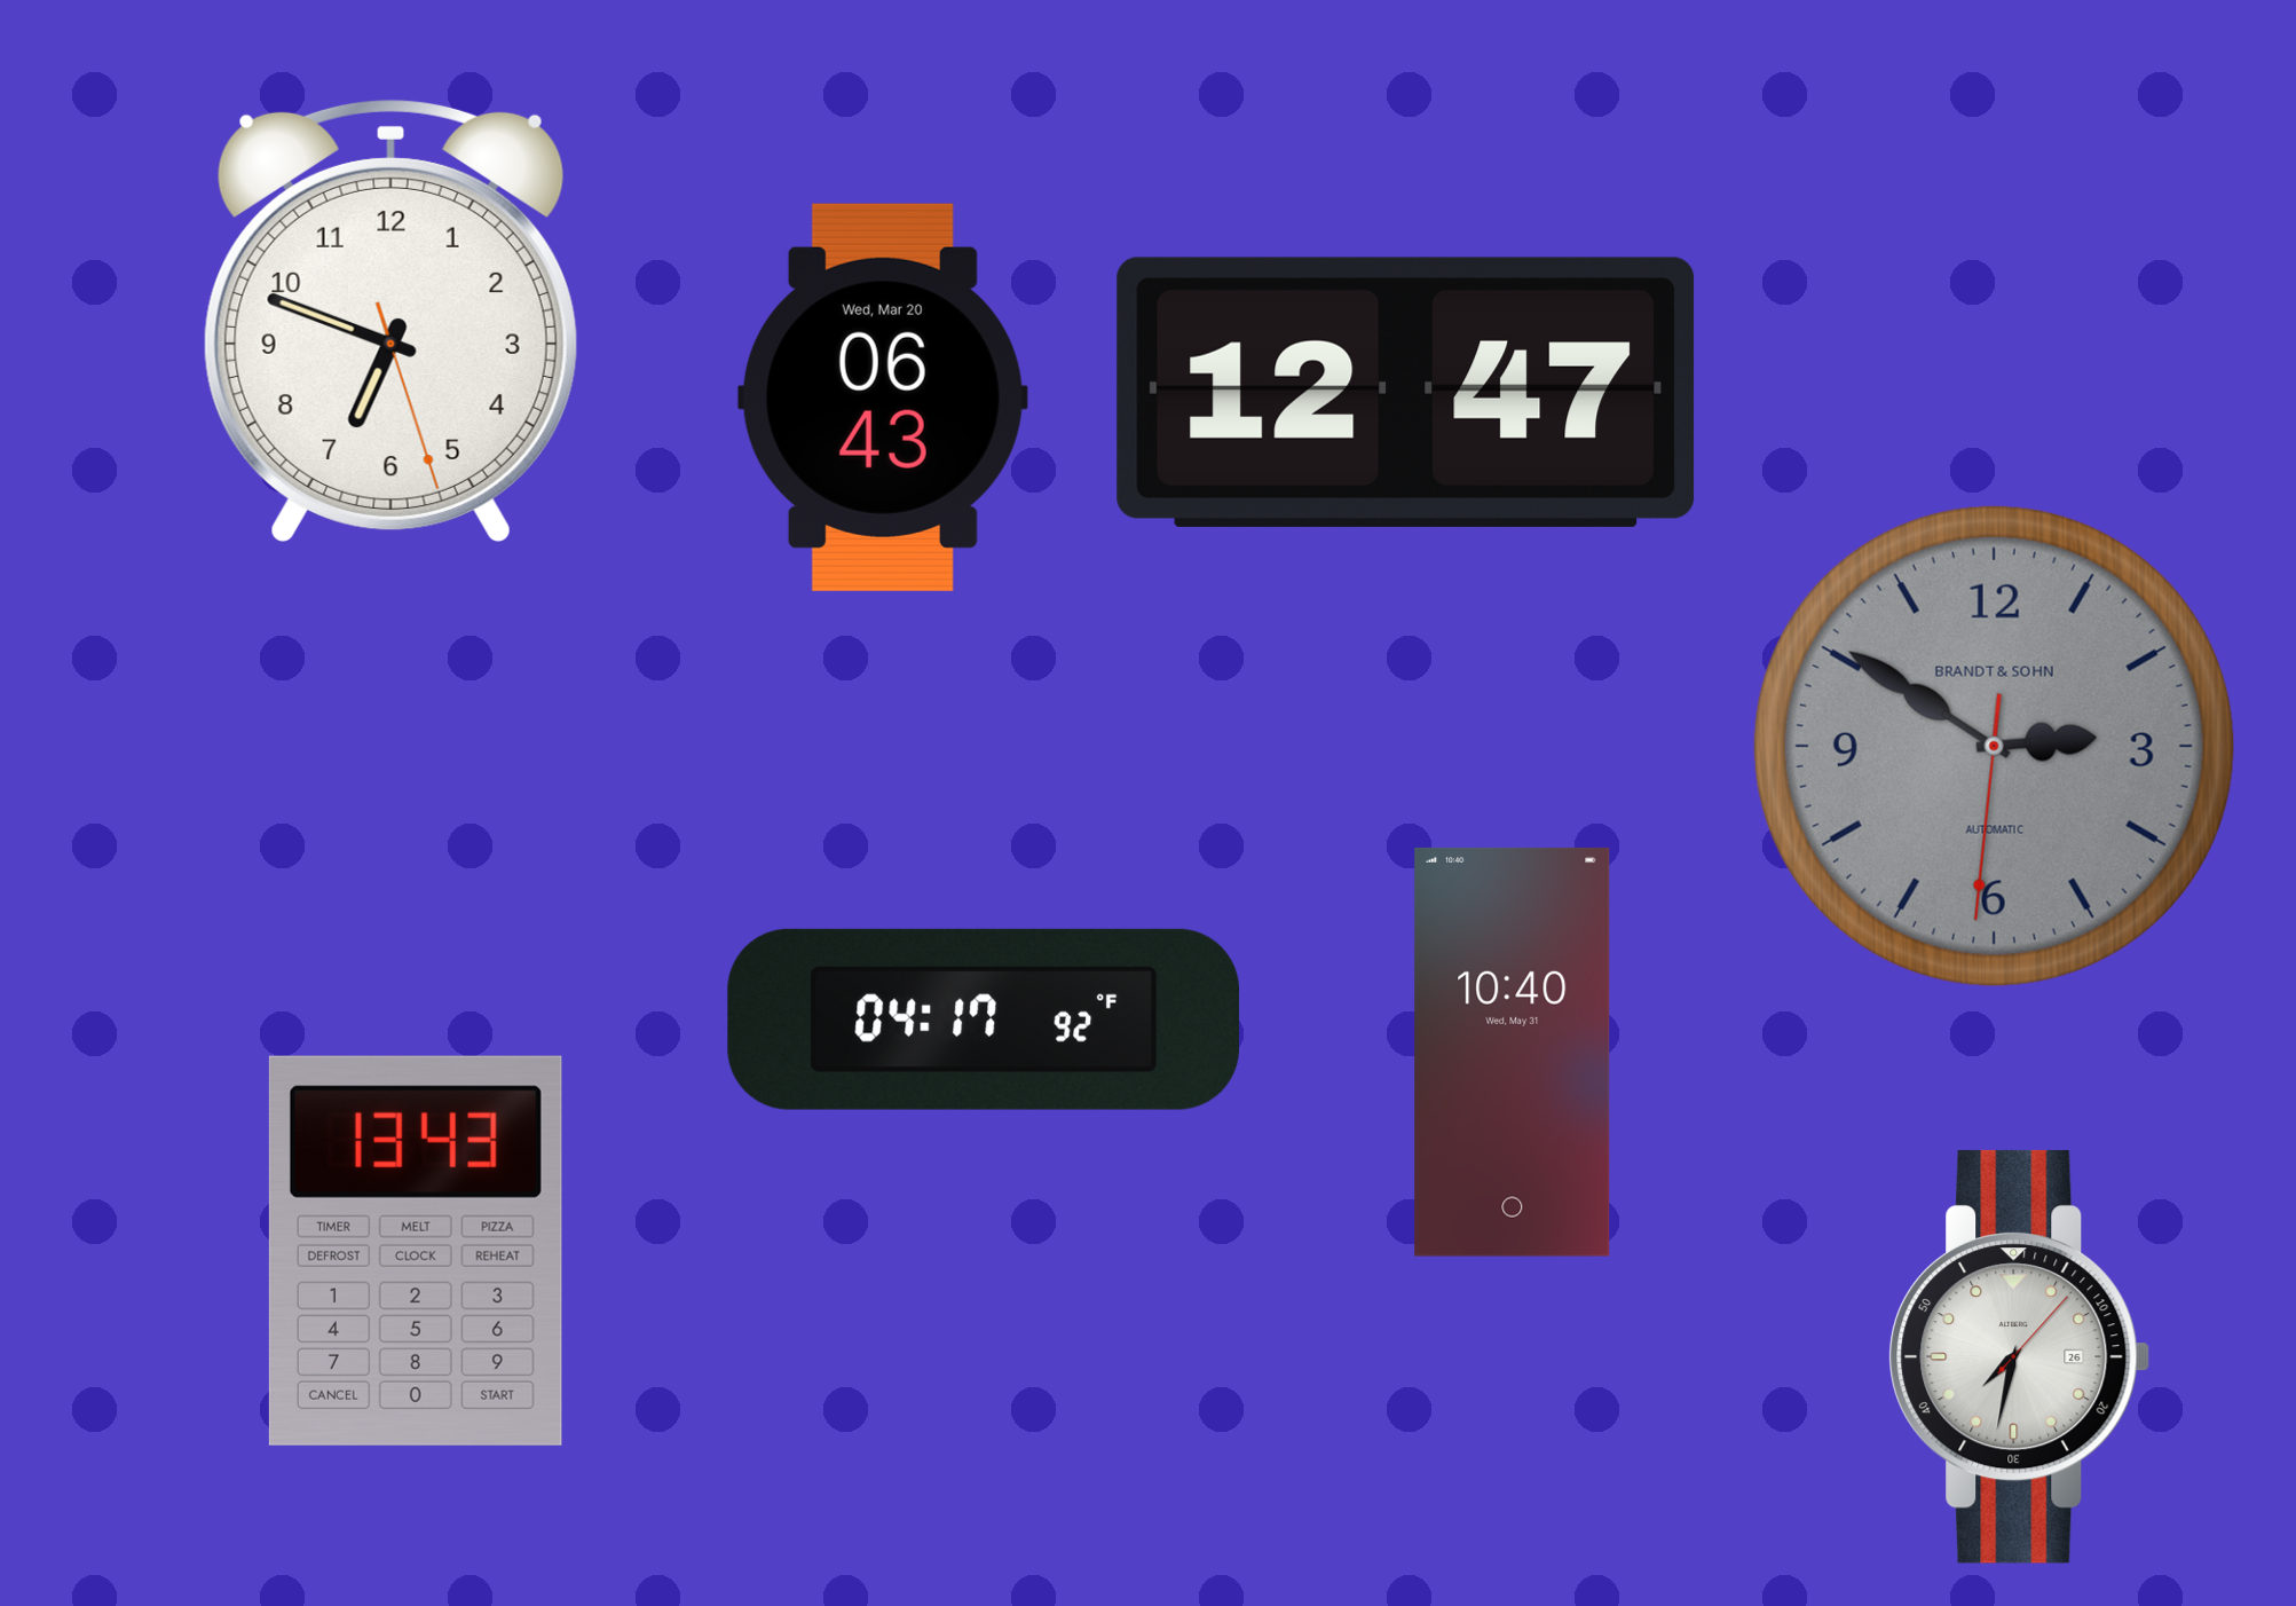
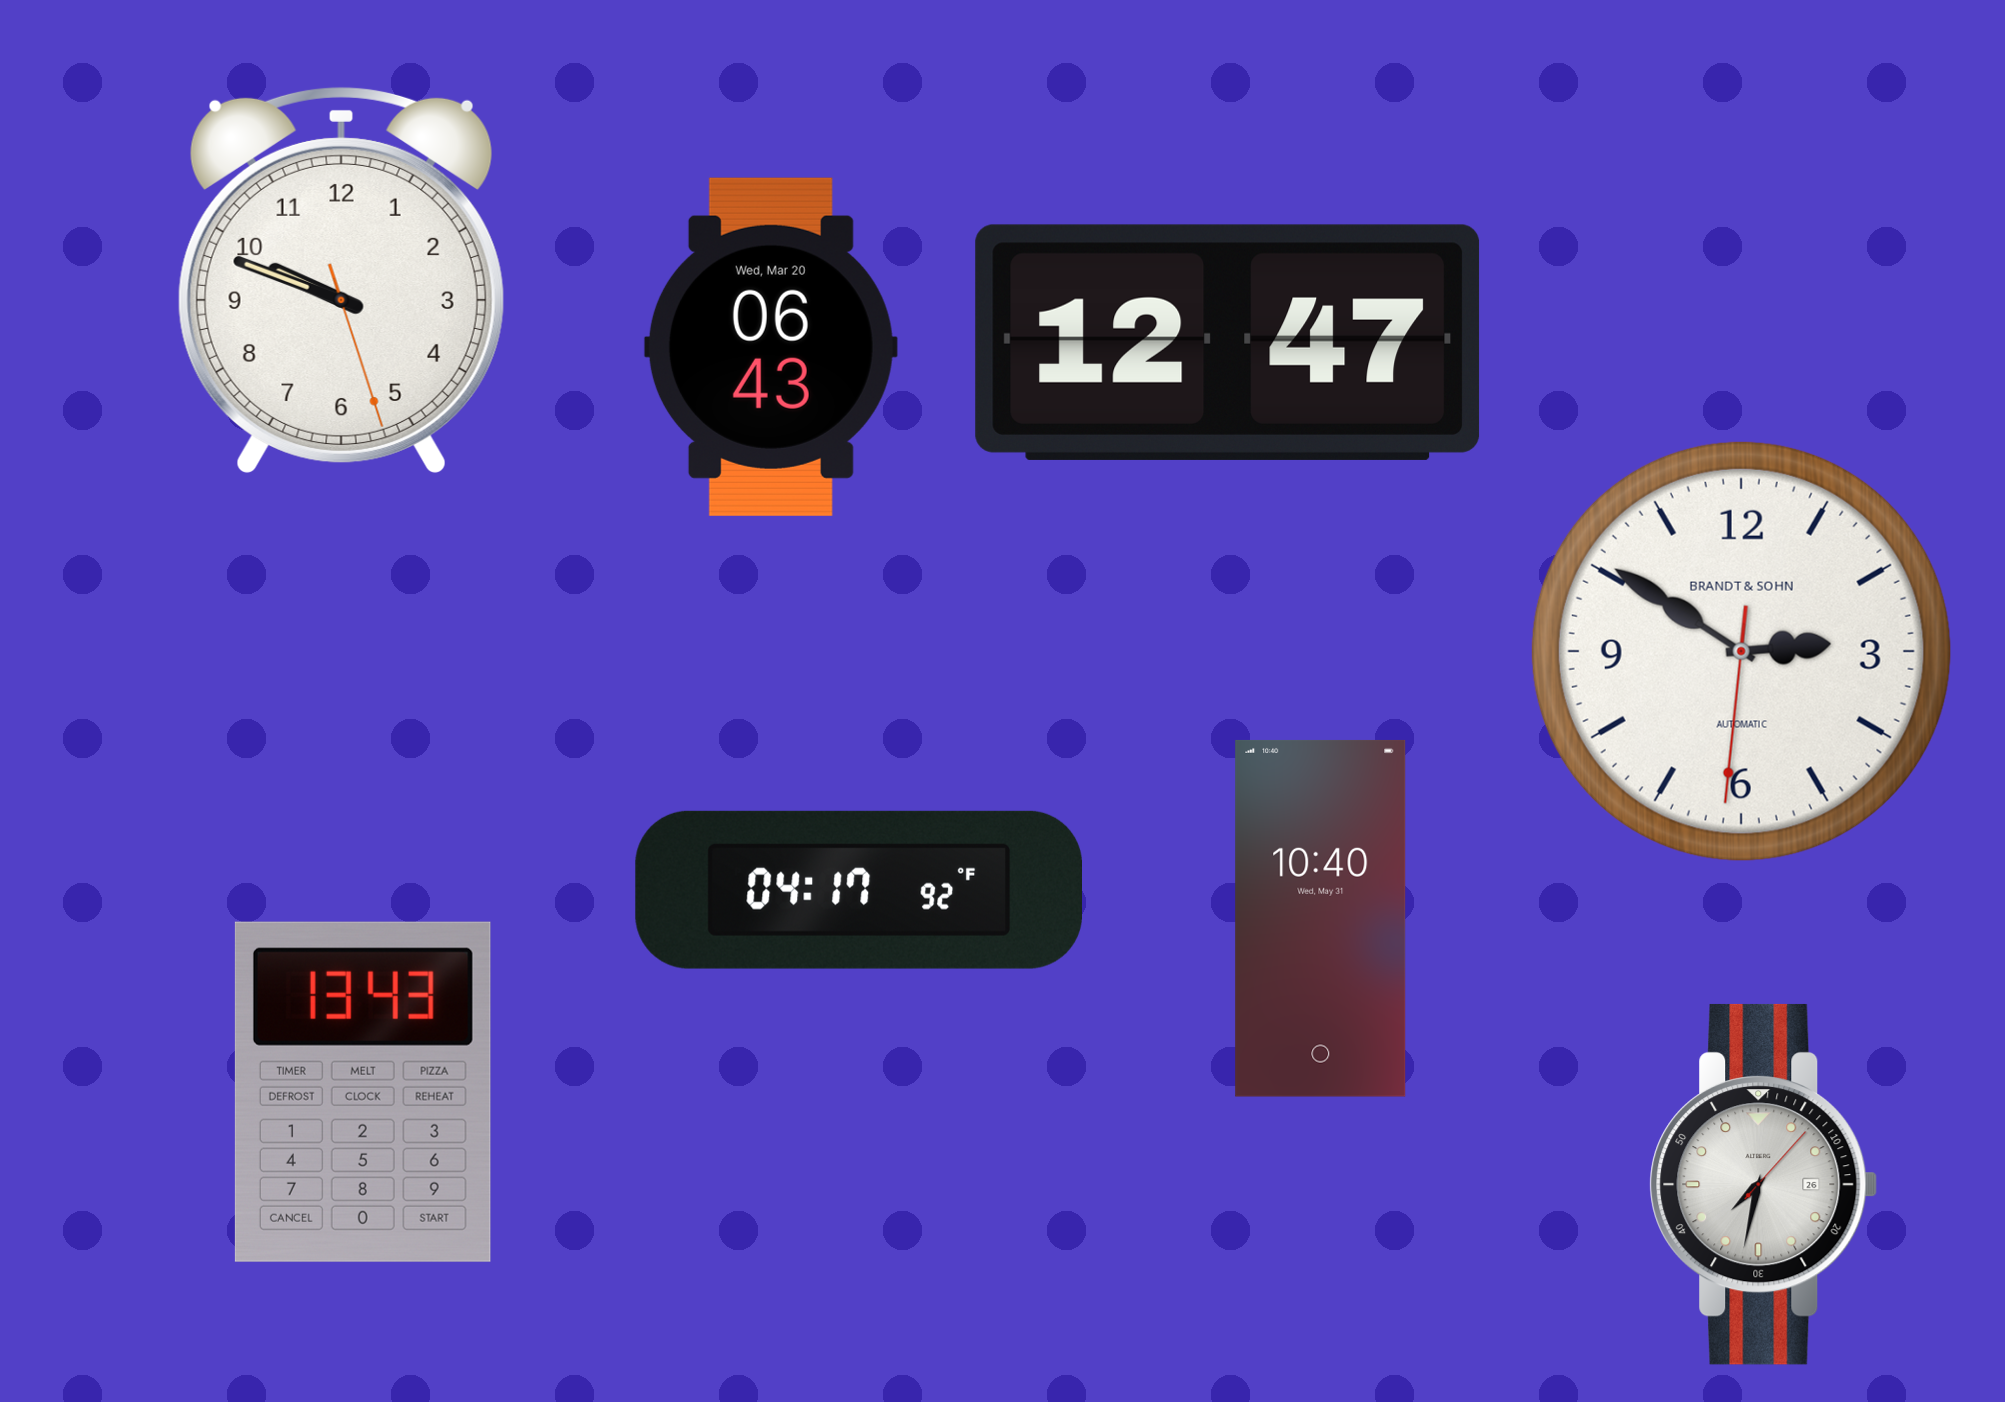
clock at (390, 320): 6:48 -> 9:48
clock at (1994, 746) dial: grey -> white
